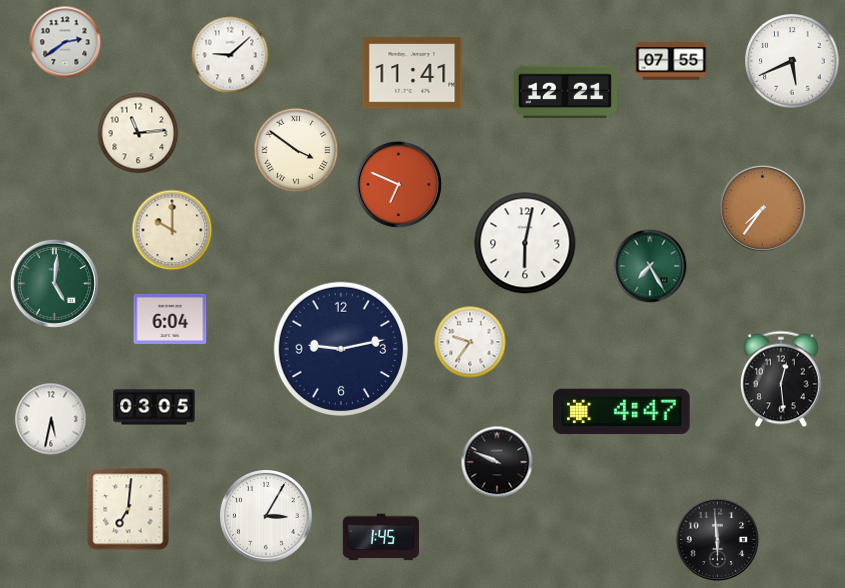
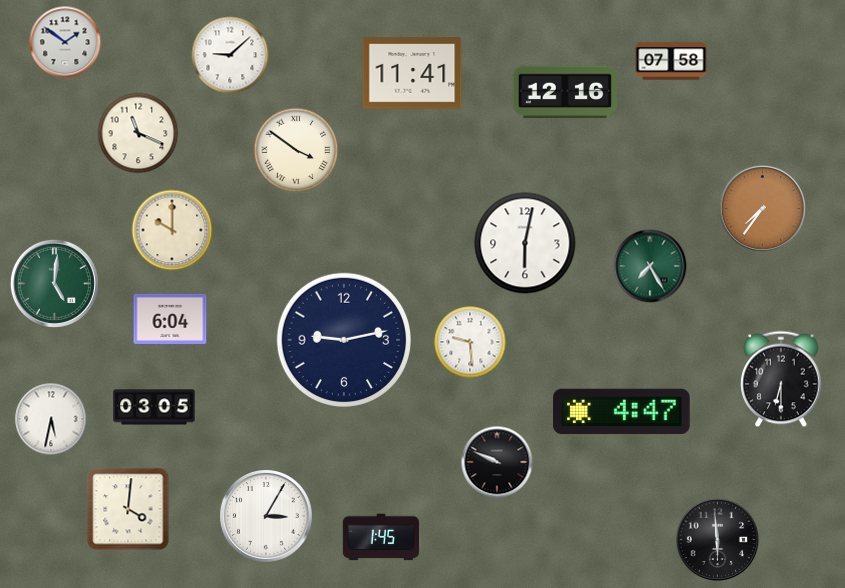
clock at (65, 42): 2:39 -> 1:51
clock at (671, 61): 07:55 -> 07:58
clock at (792, 61): 5:41 -> none
clock at (564, 92): 12:21 -> 12:16
clock at (138, 133): 11:14 -> 11:19
clock at (398, 184): 6:49 -> none
clock at (470, 342): 9:36 -> 9:29
clock at (341, 349) position: (341, 349) -> (344, 340)
clock at (781, 379): 12:29 -> 6:30
clock at (128, 509): 7:01 -> 4:01
